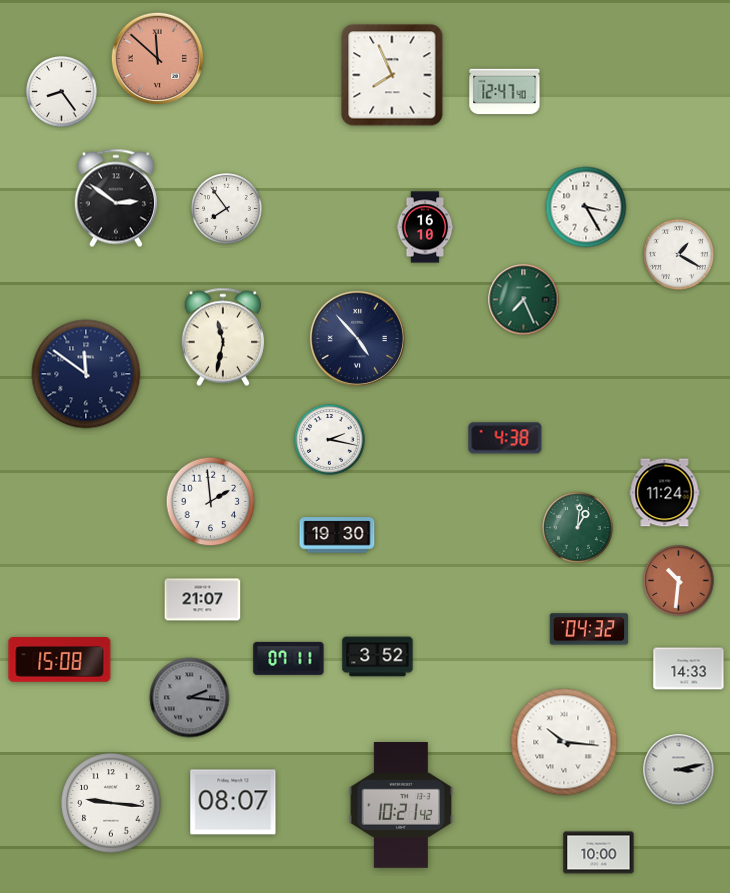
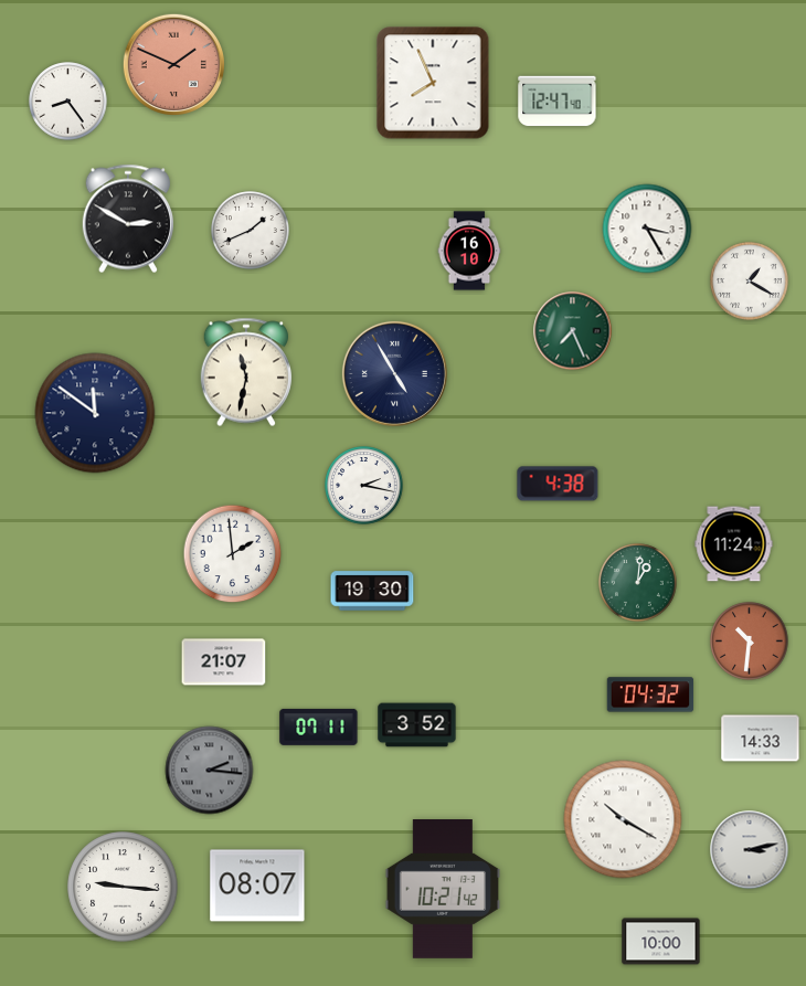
clock at (157, 58): 11:52 -> 1:49
clock at (115, 198): 2:51 -> 2:50
clock at (227, 209): 7:54 -> 1:41
clock at (524, 300) position: (524, 300) -> (573, 331)
clock at (357, 338): 4:53 -> 4:55
clock at (60, 660): 15:08 -> none
clock at (564, 742): 10:16 -> 10:20
